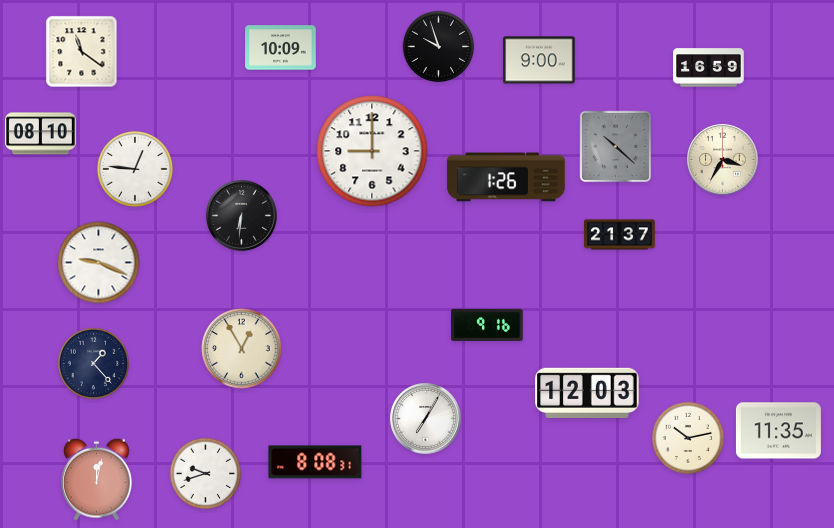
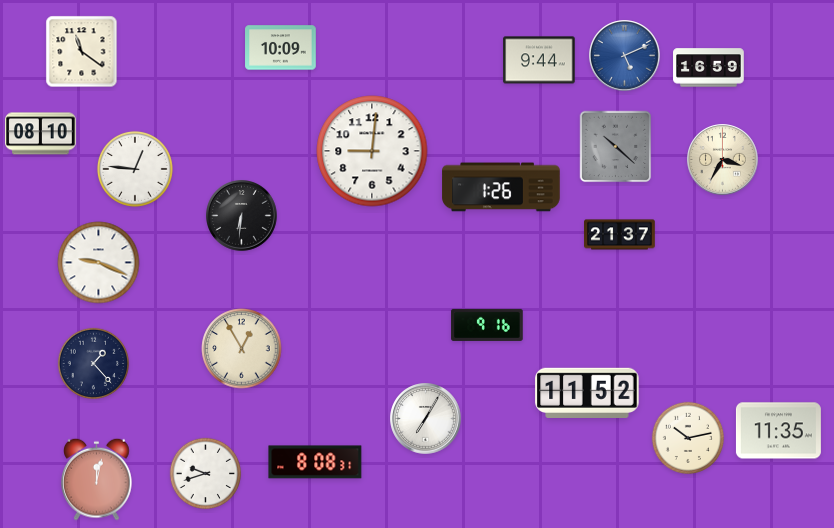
clock at (439, 47): 9:57 -> none
clock at (625, 56): none -> 5:11
clock at (539, 60): 9:00 -> 9:44
clock at (372, 151): 9:00 -> 9:01
clock at (506, 177) position: (506, 177) -> (501, 187)
clock at (587, 392): 12:03 -> 11:52
